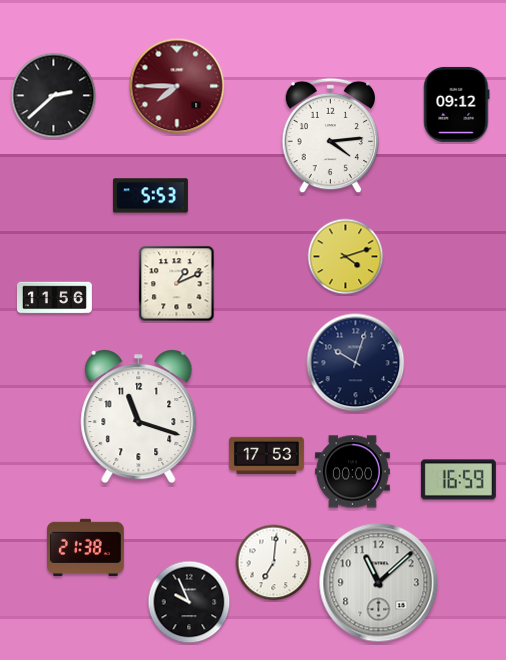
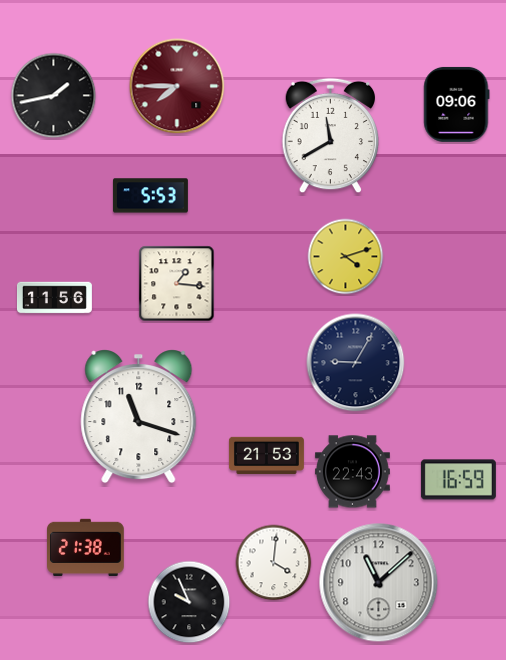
clock at (54, 96): 2:38 -> 1:43
clock at (457, 104): 09:12 -> 09:06
clock at (331, 136): 4:14 -> 11:40
clock at (177, 284): 1:11 -> 1:16
clock at (356, 363): 10:03 -> 9:05
clock at (267, 456): 17:53 -> 21:53
clock at (352, 472): 00:00 -> 22:43
clock at (274, 563): 7:01 -> 4:01
